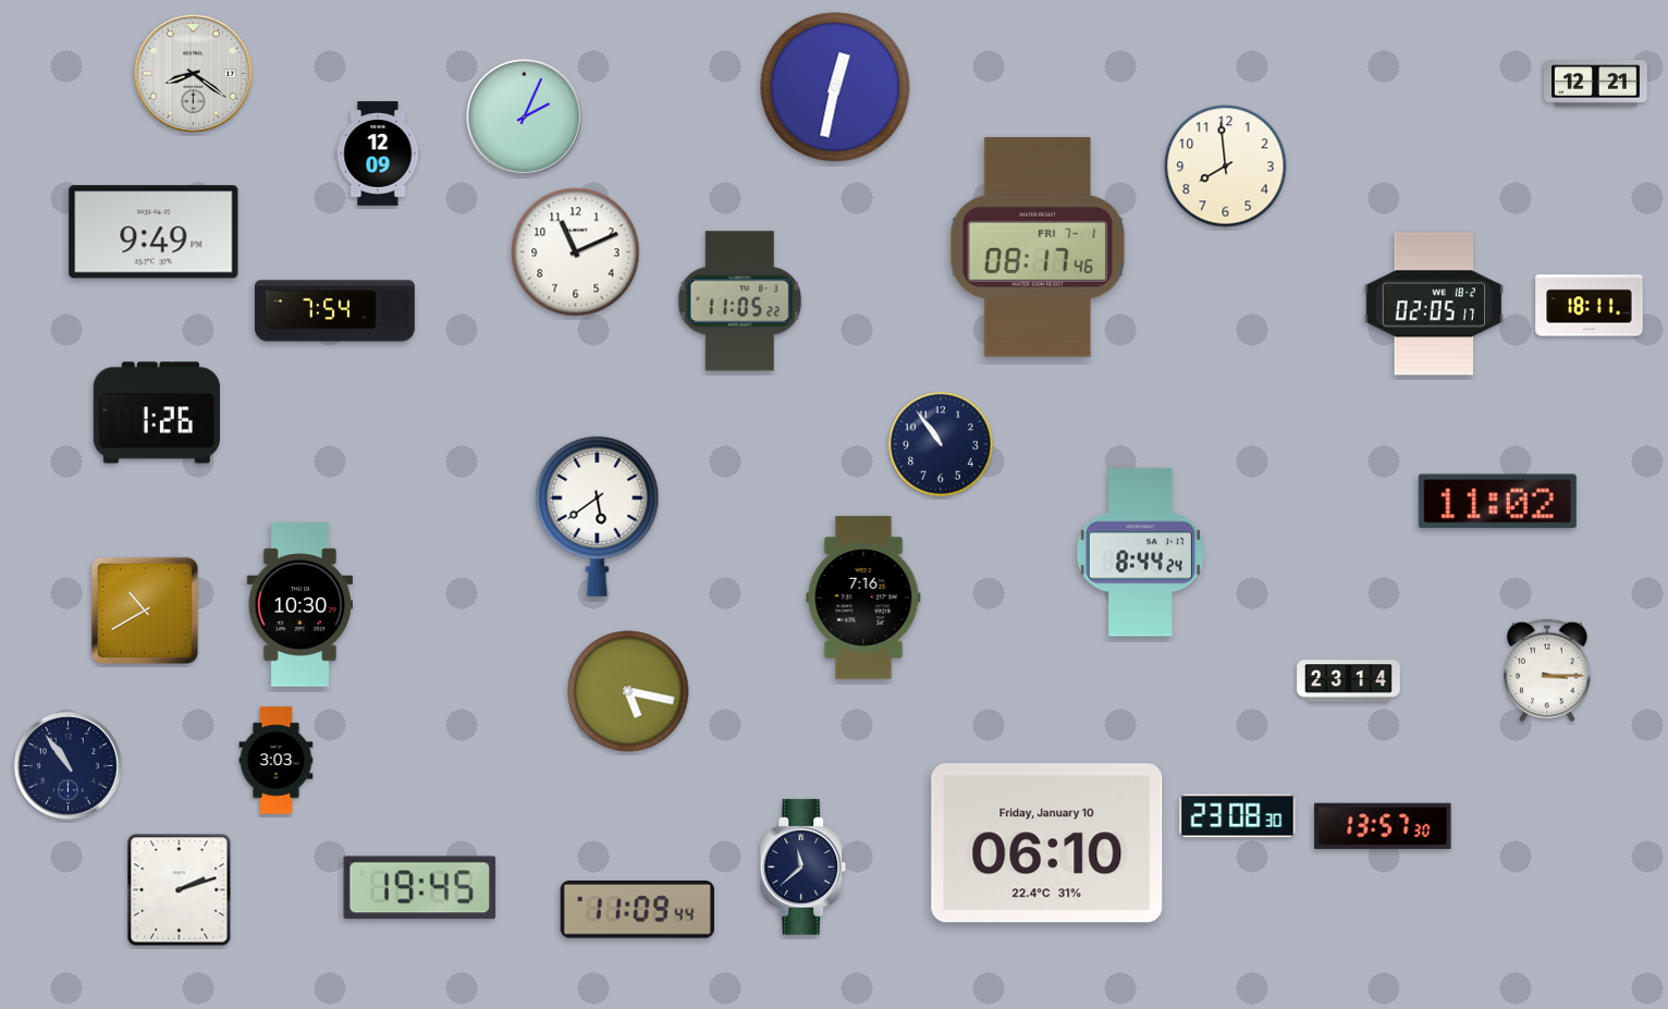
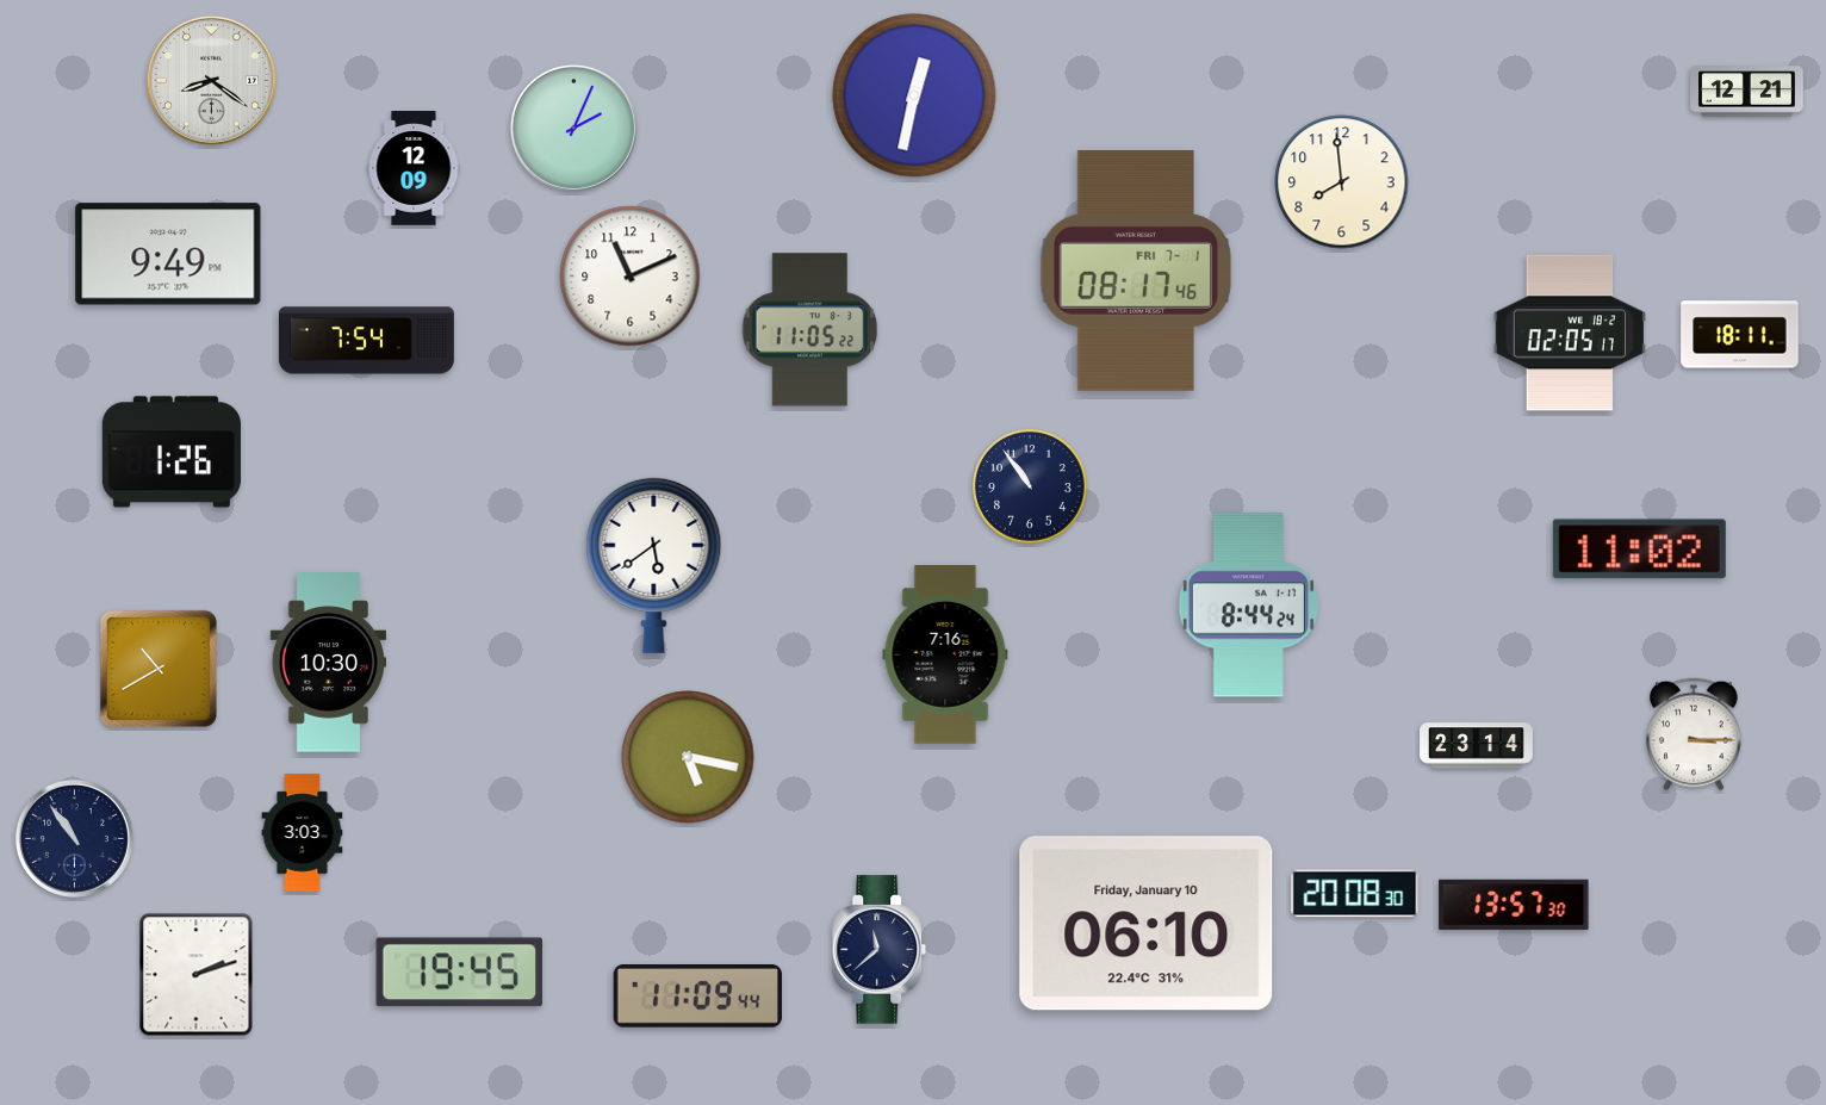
clock at (1238, 816): 23:08 -> 20:08
